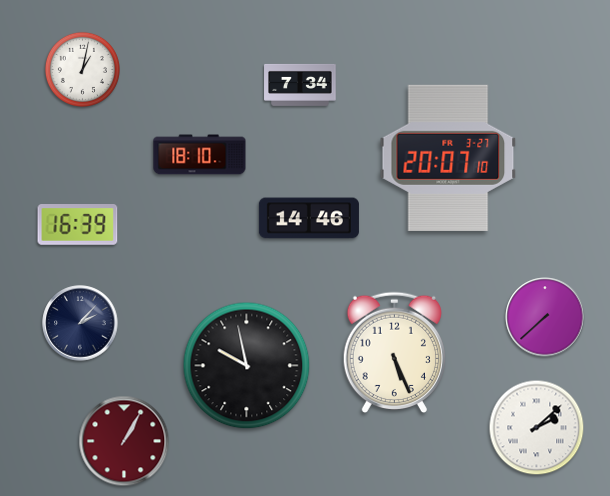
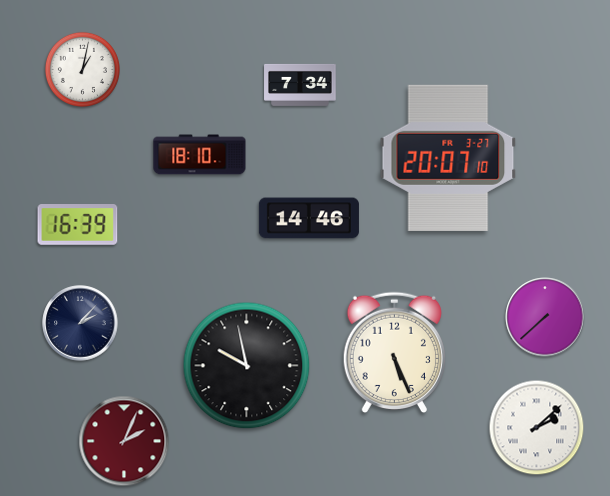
clock at (124, 441): 1:05 -> 2:04
